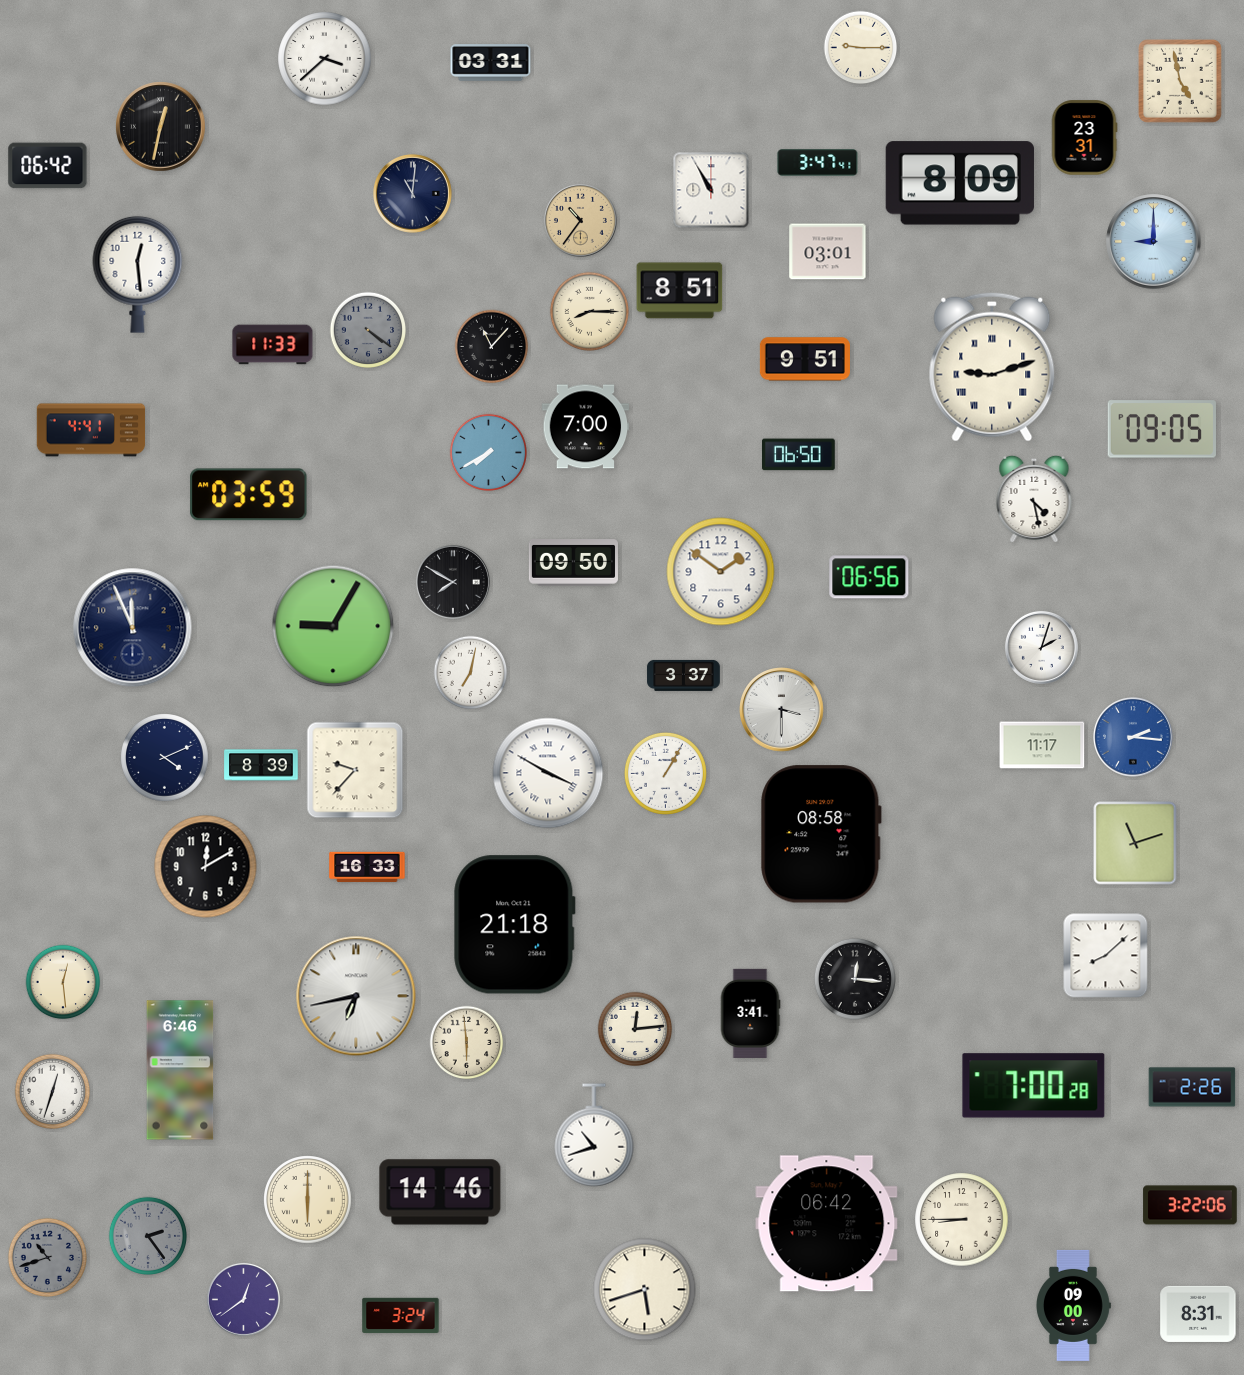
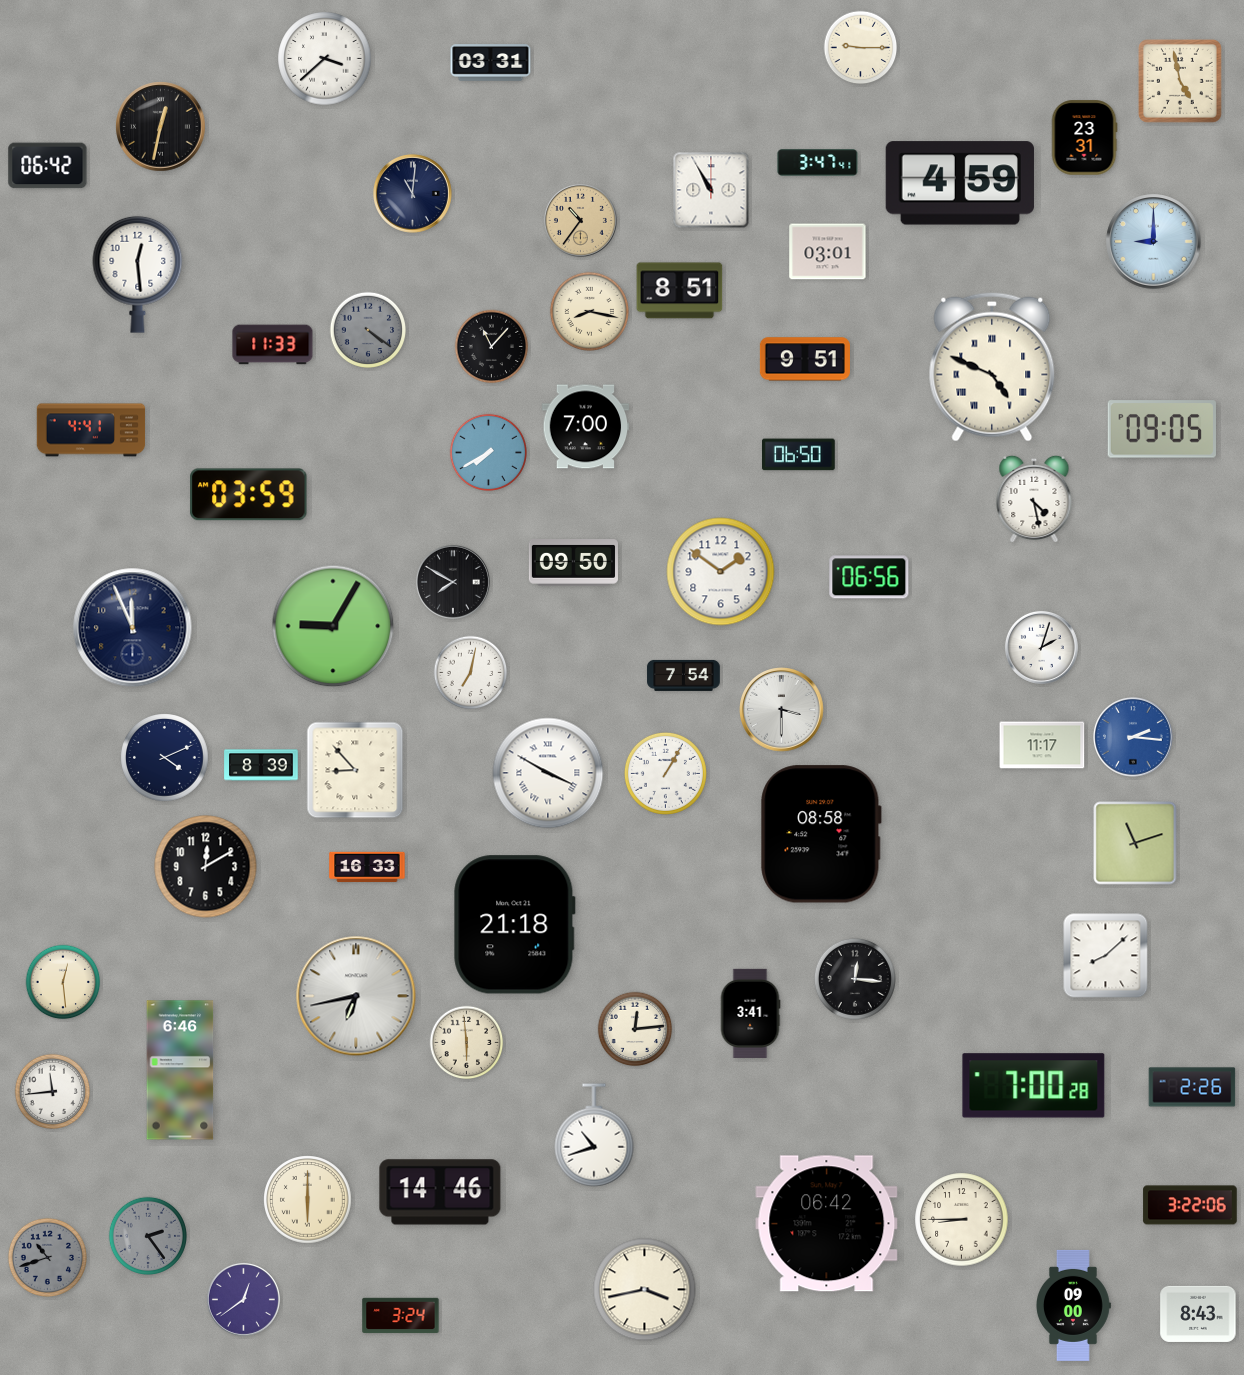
clock at (960, 183): 8:09 -> 4:59
clock at (589, 311): 8:15 -> 8:17
clock at (992, 367): 9:12 -> 4:49
clock at (684, 675): 3:37 -> 7:54
clock at (355, 770): 9:37 -> 8:53
clock at (53, 1092): 12:33 -> 11:44
clock at (645, 1290): 5:42 -> 3:43
clock at (1198, 1314): 8:31 -> 8:43
